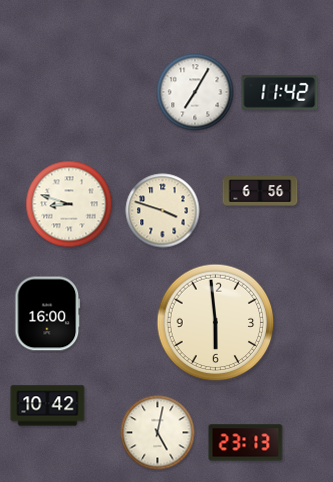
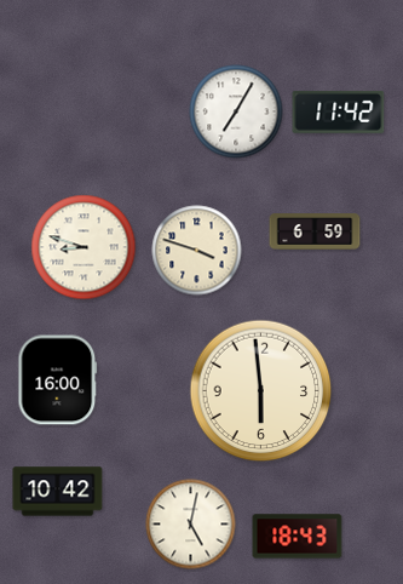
clock at (260, 191): 6:56 -> 6:59
clock at (163, 211) position: (163, 211) -> (197, 251)
clock at (246, 443): 23:13 -> 18:43
